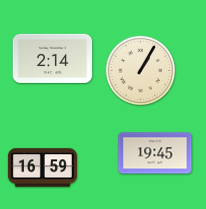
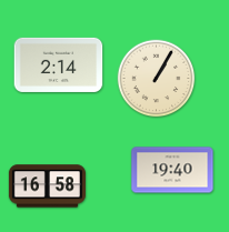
clock at (155, 153): 19:45 -> 19:40
clock at (42, 168): 16:59 -> 16:58
